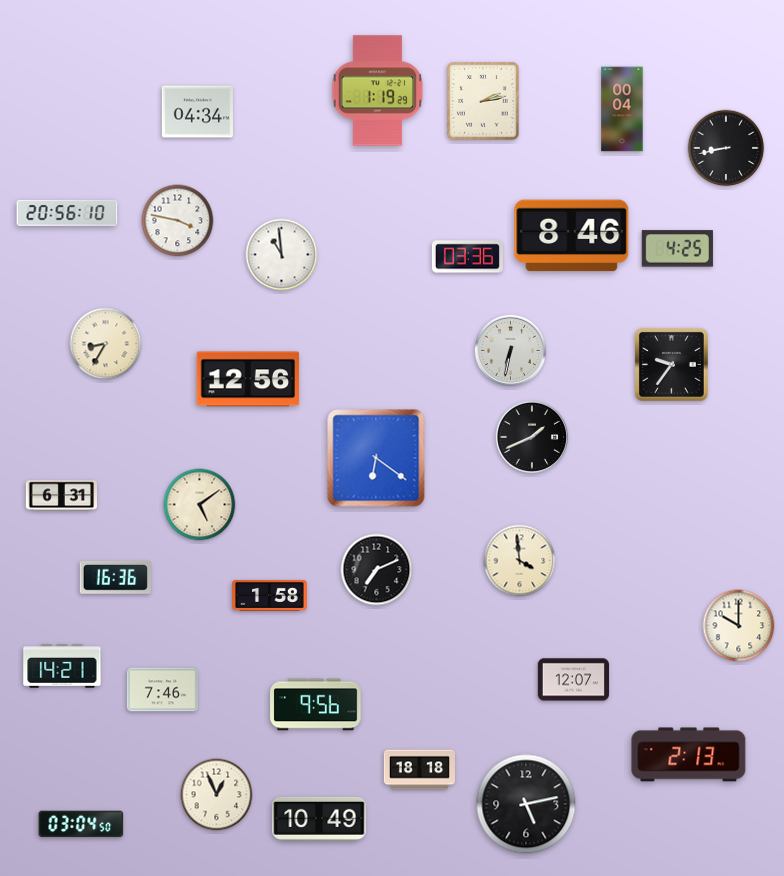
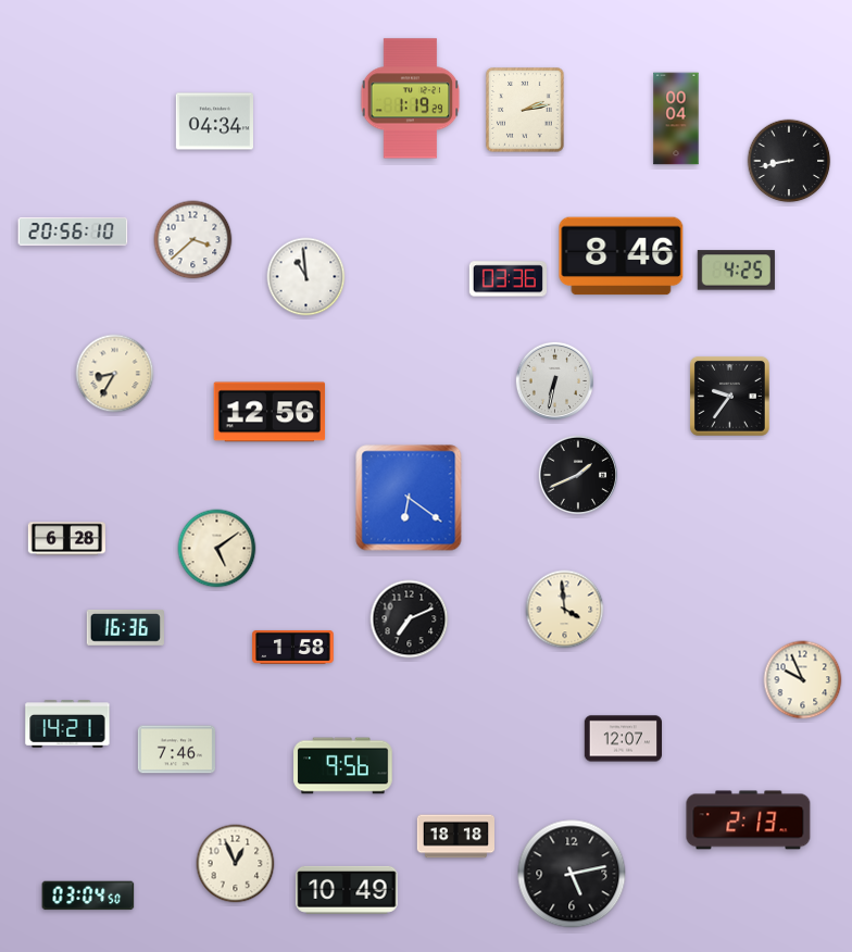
clock at (178, 221): 3:47 -> 3:38
clock at (61, 496): 6:31 -> 6:28
clock at (739, 626): 10:00 -> 9:56
